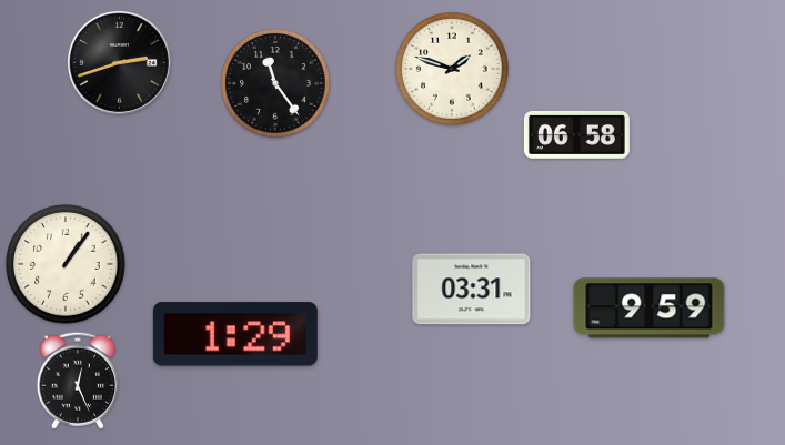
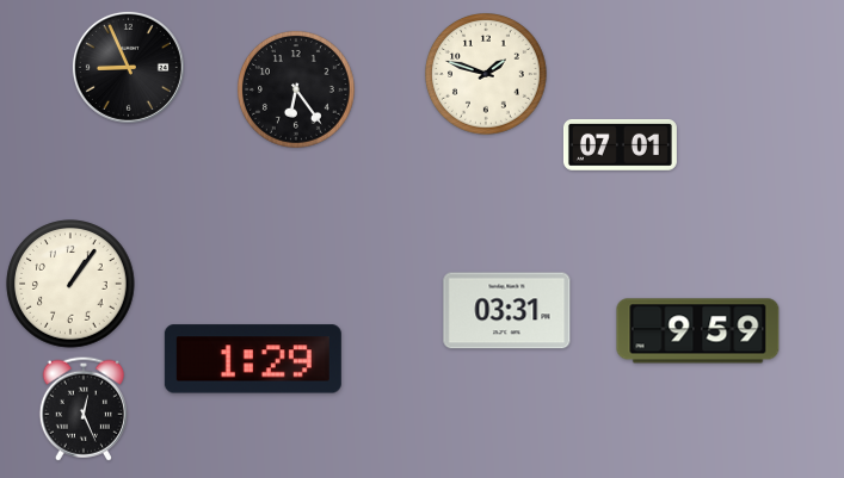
clock at (119, 62): 2:42 -> 8:56
clock at (276, 84): 11:24 -> 6:24
clock at (576, 134): 06:58 -> 07:01
